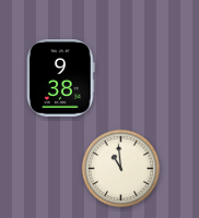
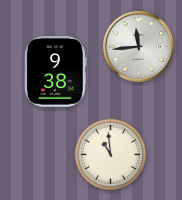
clock at (139, 47): none -> 11:44
